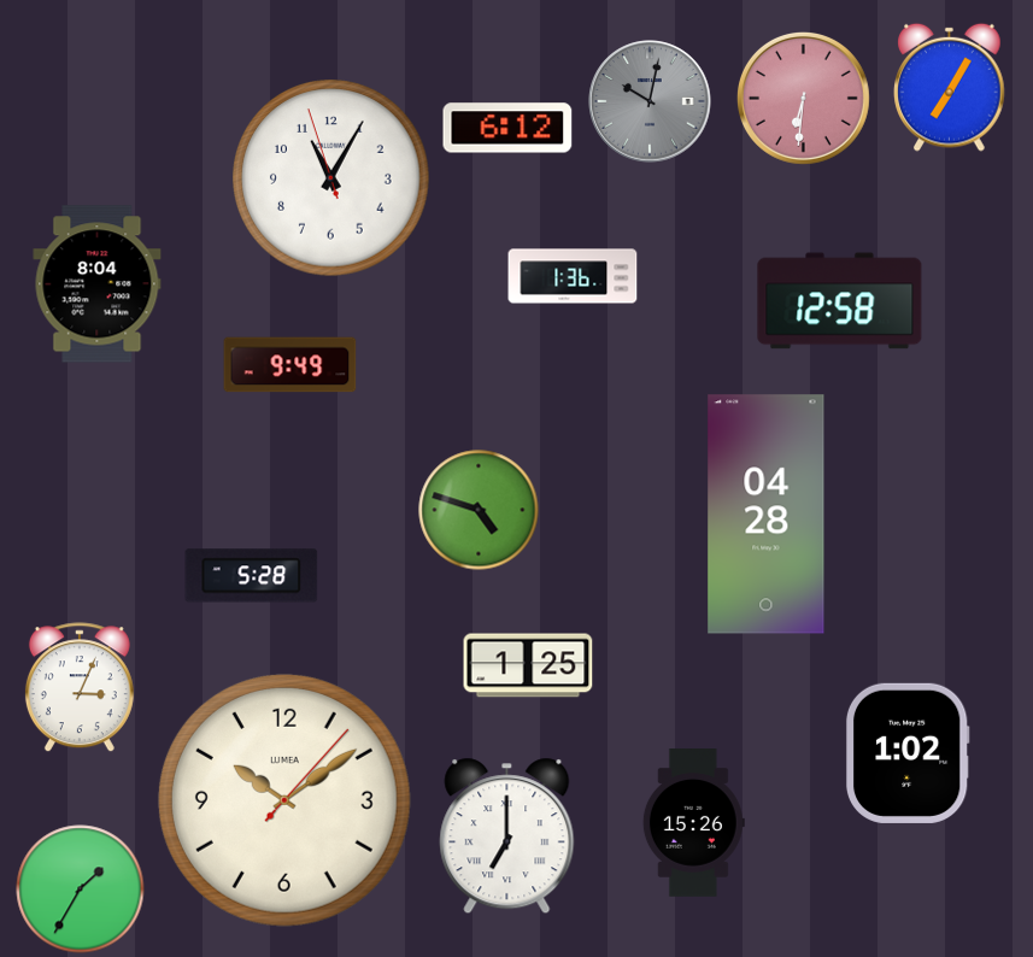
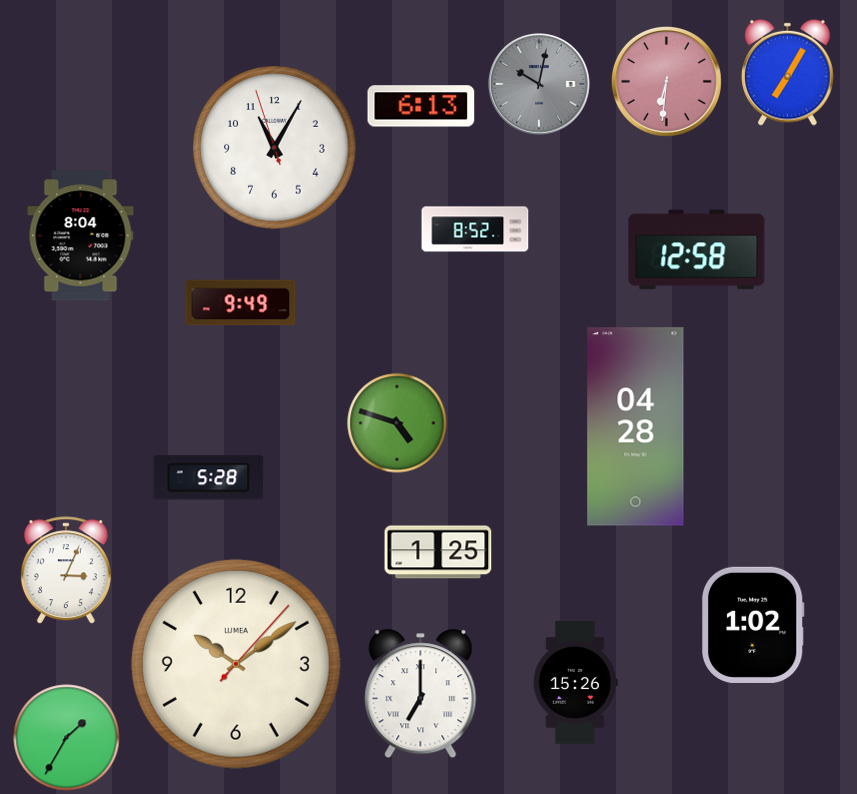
clock at (507, 128): 6:12 -> 6:13
clock at (573, 276): 1:36 -> 8:52
